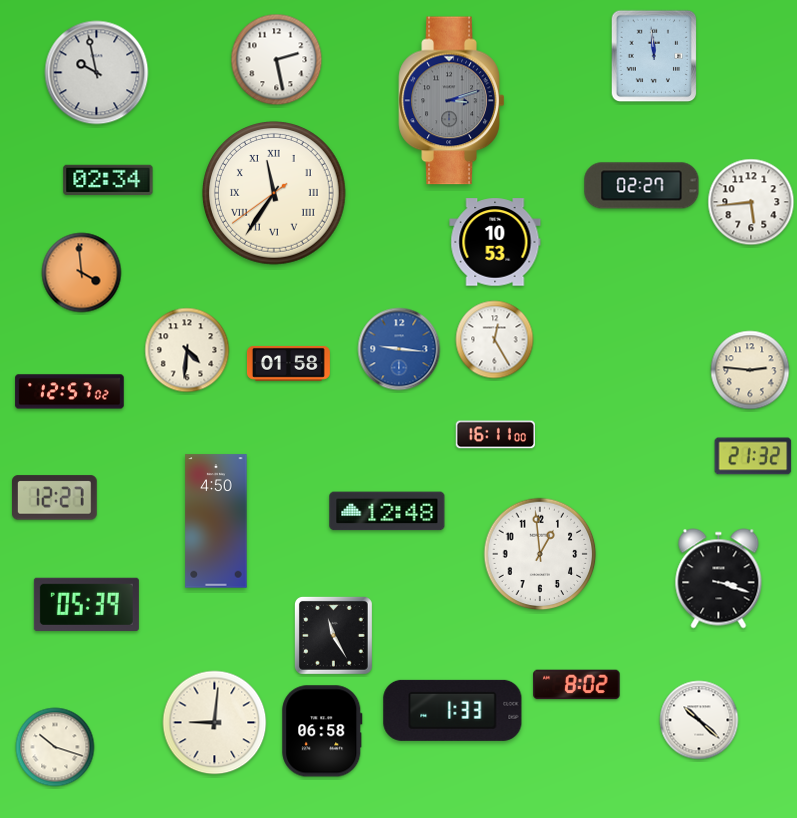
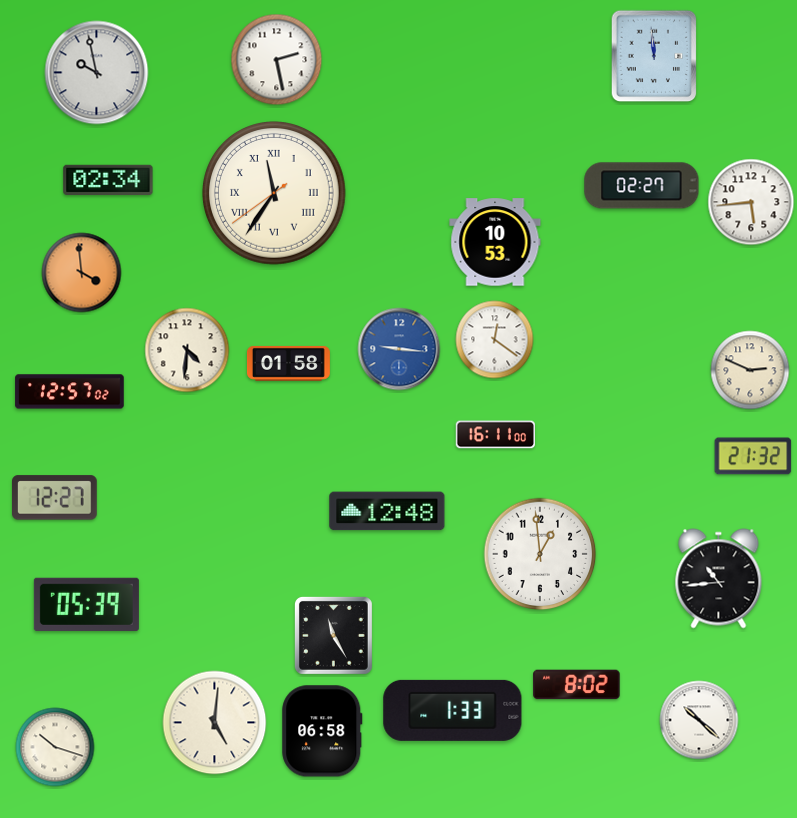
clock at (452, 101): 3:12 -> none
clock at (495, 340): 12:25 -> 12:21
clock at (750, 370): 2:46 -> 2:49
clock at (216, 521): 4:50 -> none
clock at (719, 579): 3:18 -> 10:44
clock at (215, 723): 9:01 -> 5:01
